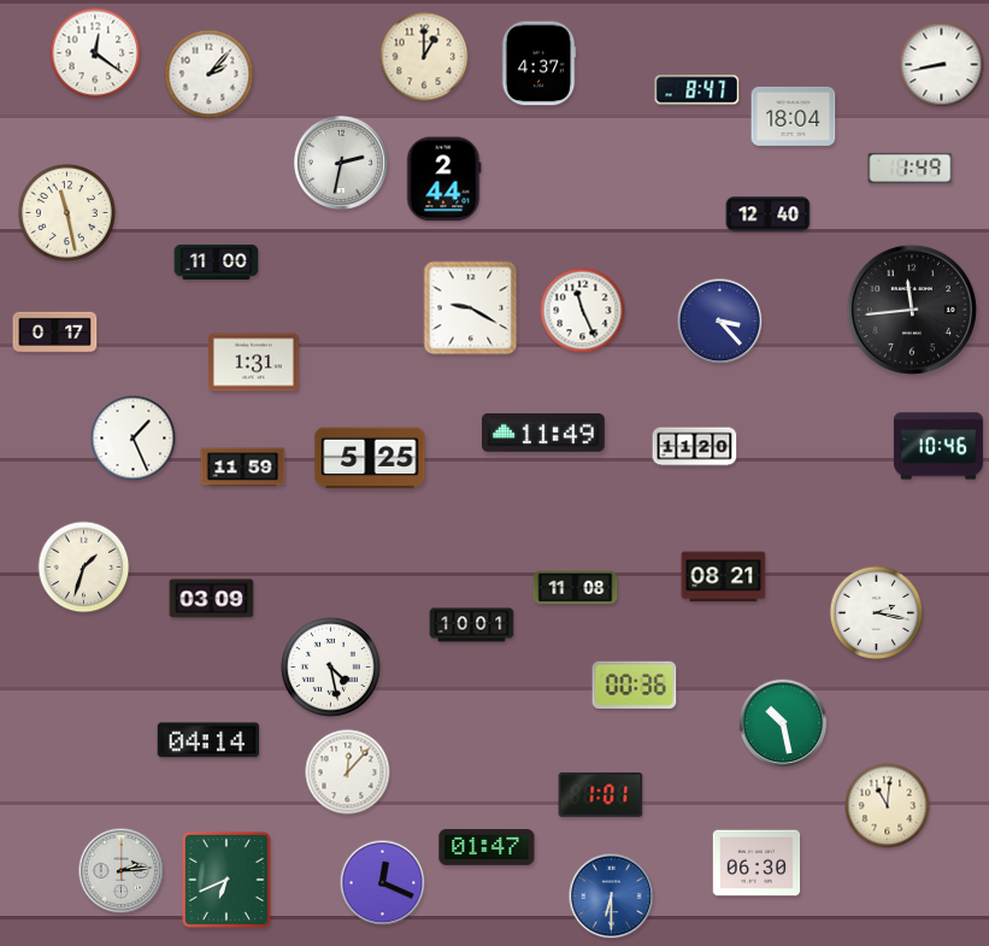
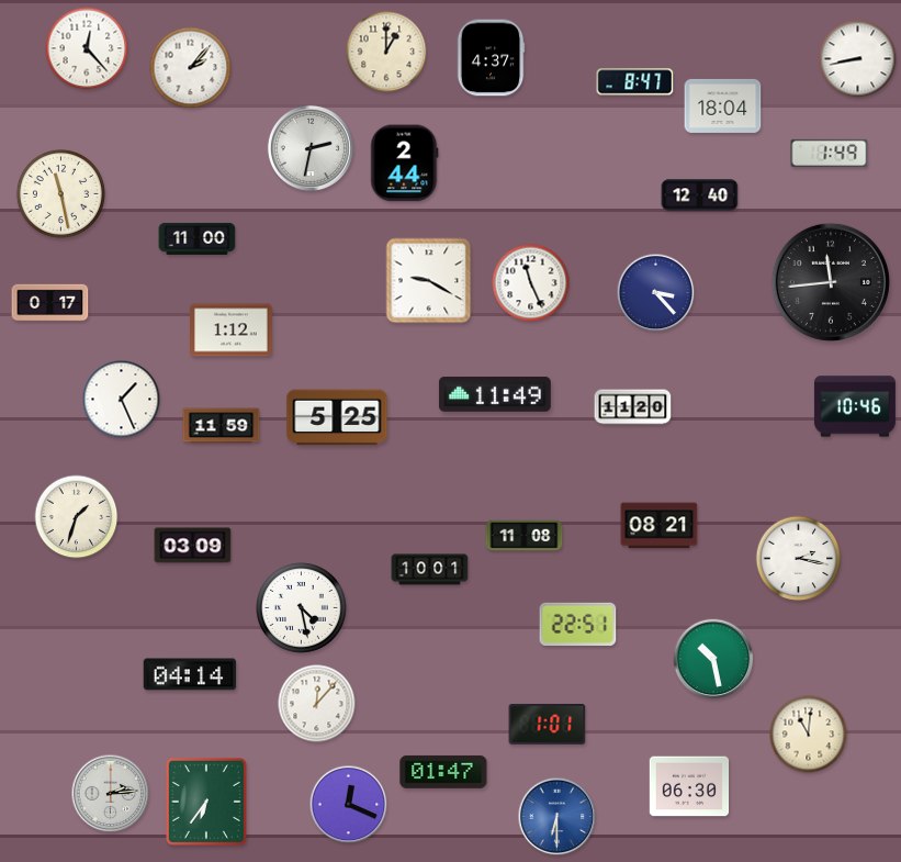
clock at (95, 53): 12:21 -> 12:23
clock at (254, 363): 1:31 -> 1:12
clock at (635, 684): 00:36 -> 22:51
clock at (226, 880): 6:41 -> 6:36
